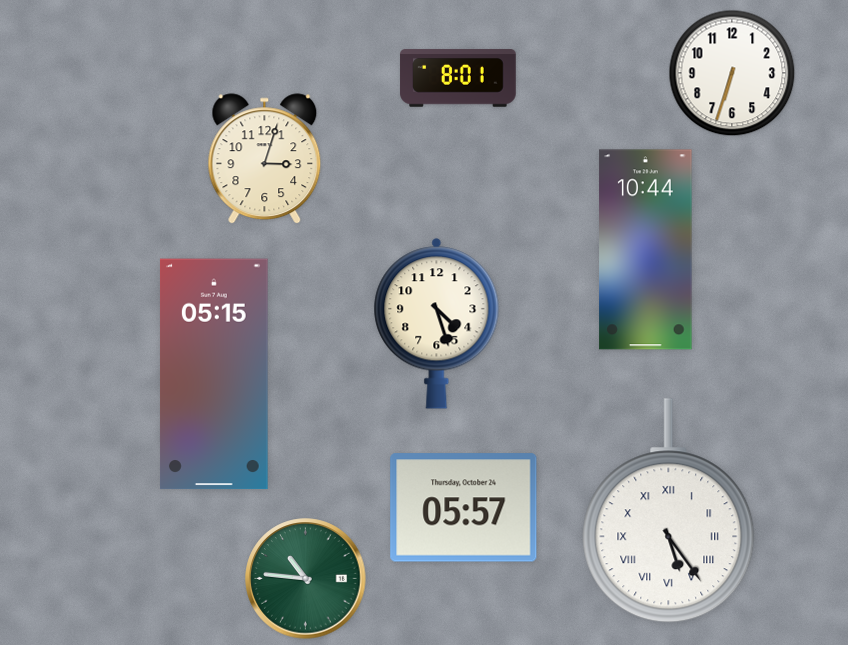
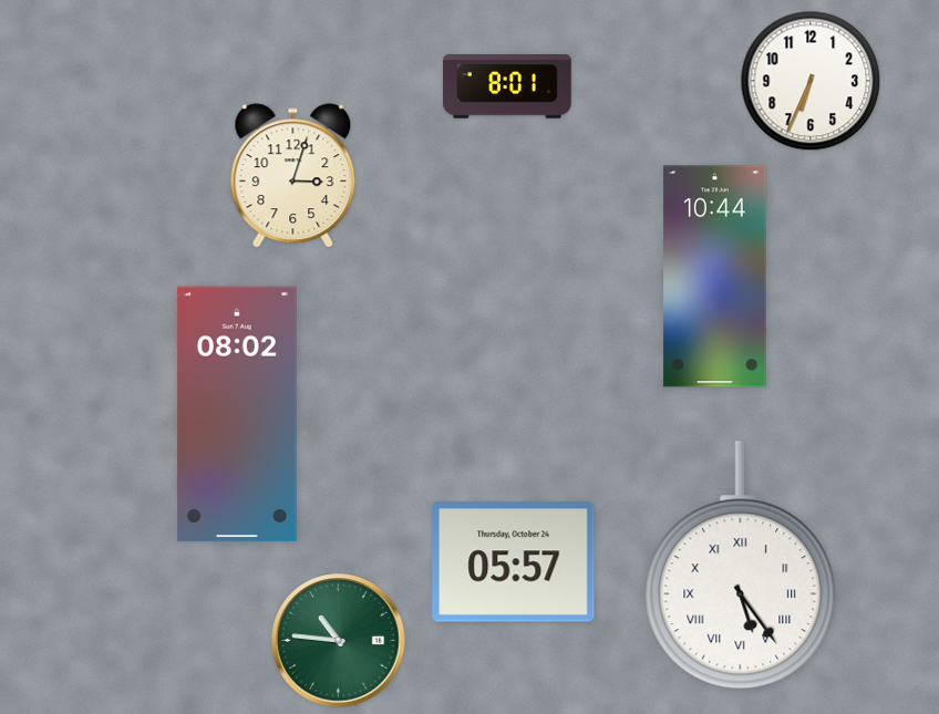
clock at (732, 73): 6:33 -> 6:34
clock at (437, 324): 4:27 -> none
clock at (214, 374): 05:15 -> 08:02
